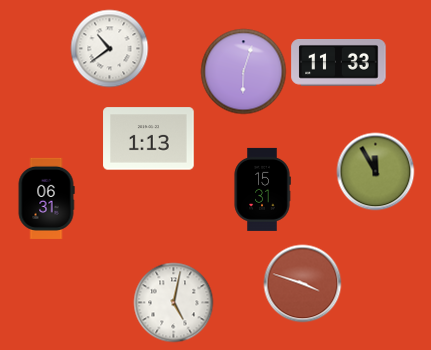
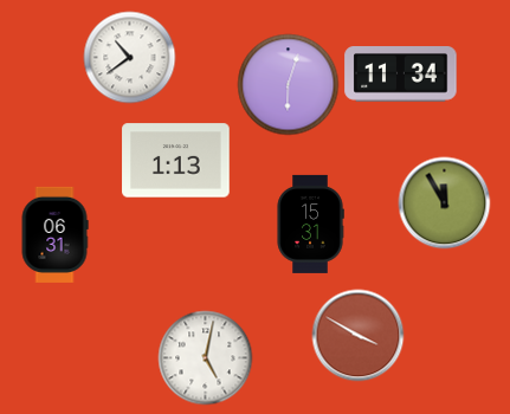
clock at (339, 63): 11:33 -> 11:34
clock at (149, 139) position: (149, 139) -> (176, 161)
clock at (302, 283): 3:48 -> 3:50
